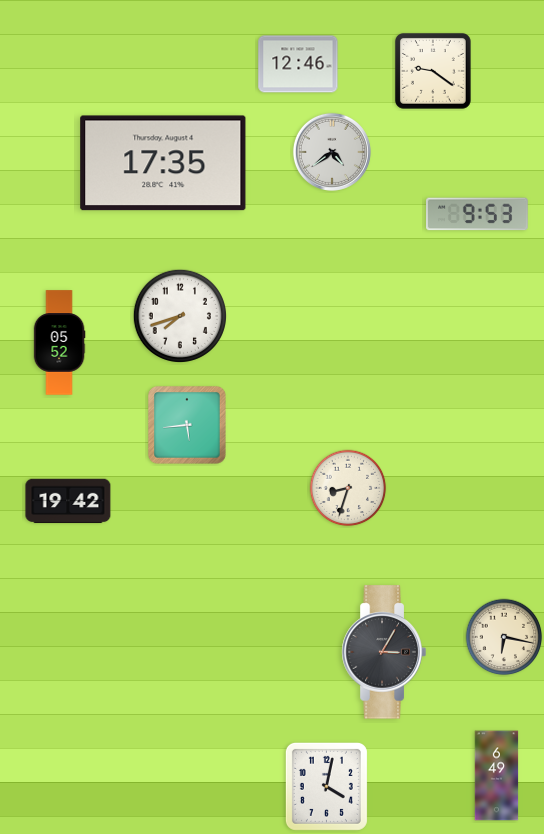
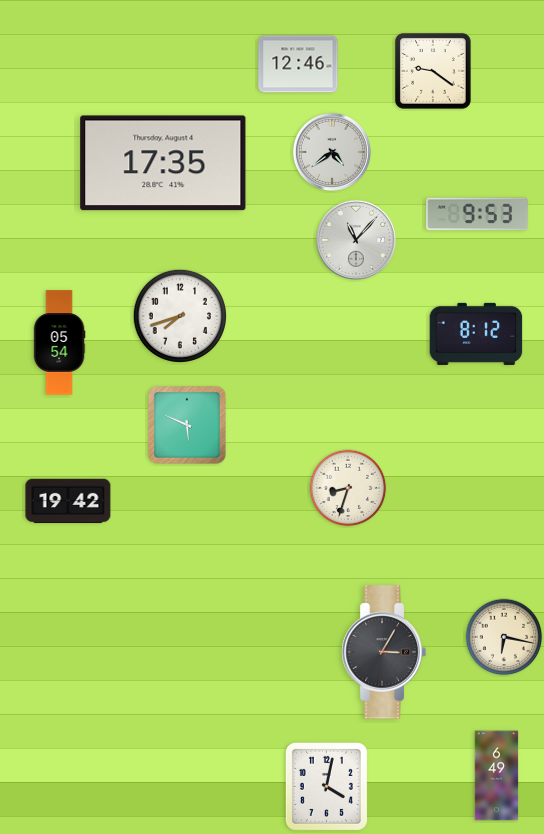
clock at (356, 240): none -> 11:07
clock at (476, 334): none -> 8:12
clock at (59, 343): 05:52 -> 05:54
clock at (188, 426): 5:44 -> 5:49
